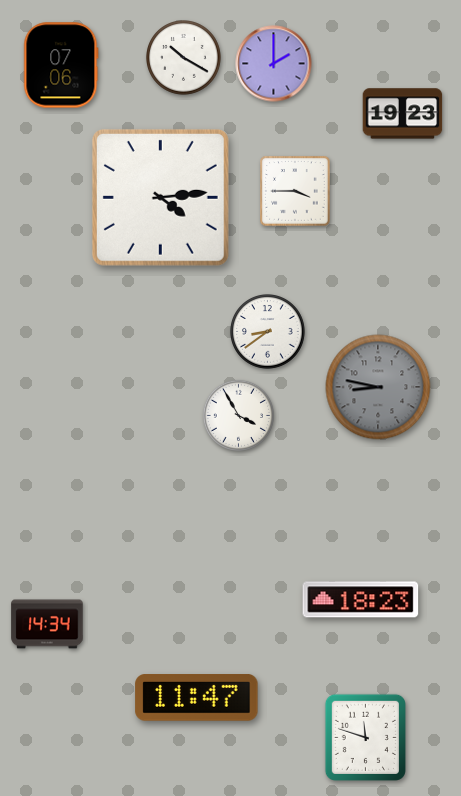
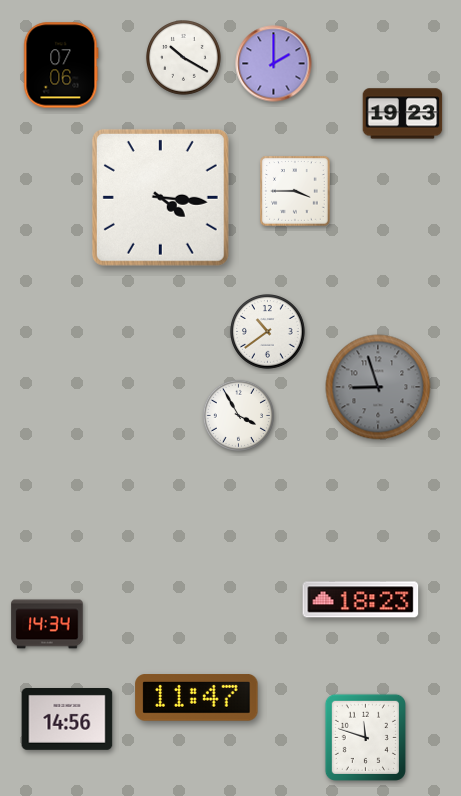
clock at (160, 197): 4:14 -> 4:16
clock at (268, 332): 8:39 -> 10:39
clock at (378, 387): 8:47 -> 8:57
clock at (67, 720): none -> 14:56
